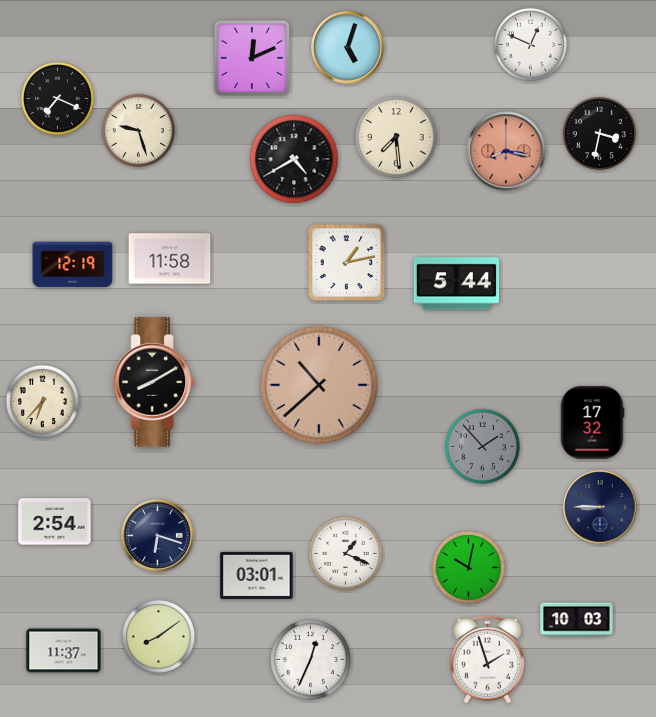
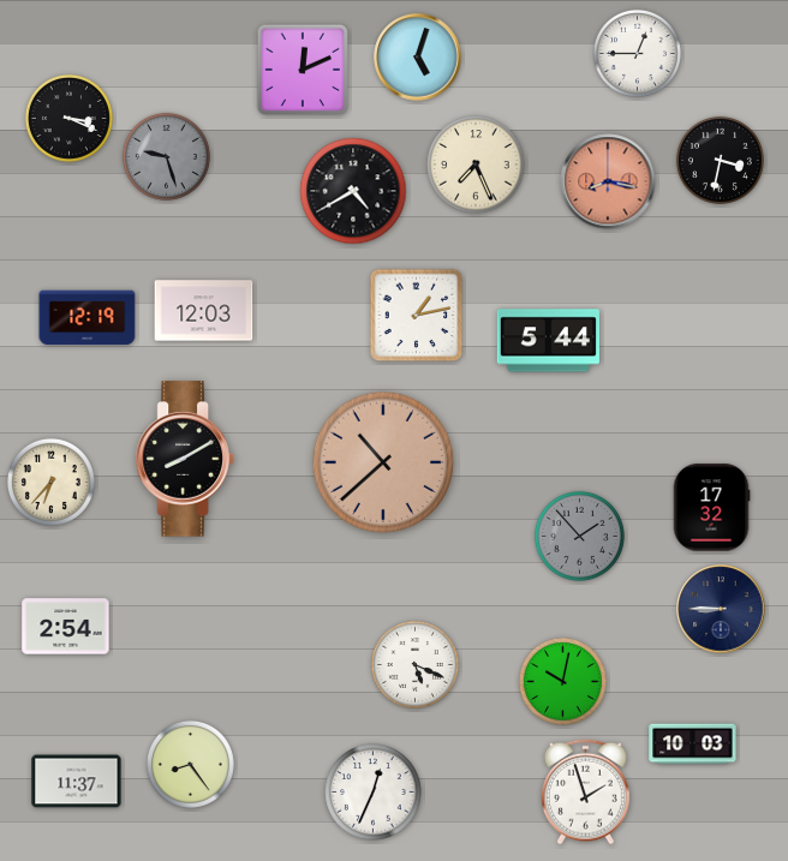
clock at (530, 44): 12:49 -> 12:45
clock at (57, 98): 7:19 -> 3:19
clock at (138, 130) dial: cream -> grey
clock at (396, 137): 7:29 -> 7:26
clock at (170, 259): 11:58 -> 12:03
clock at (158, 536): 6:18 -> none
clock at (345, 553): 1:19 -> 5:19
clock at (257, 575): 03:01 -> none
clock at (158, 636): 8:09 -> 8:24
